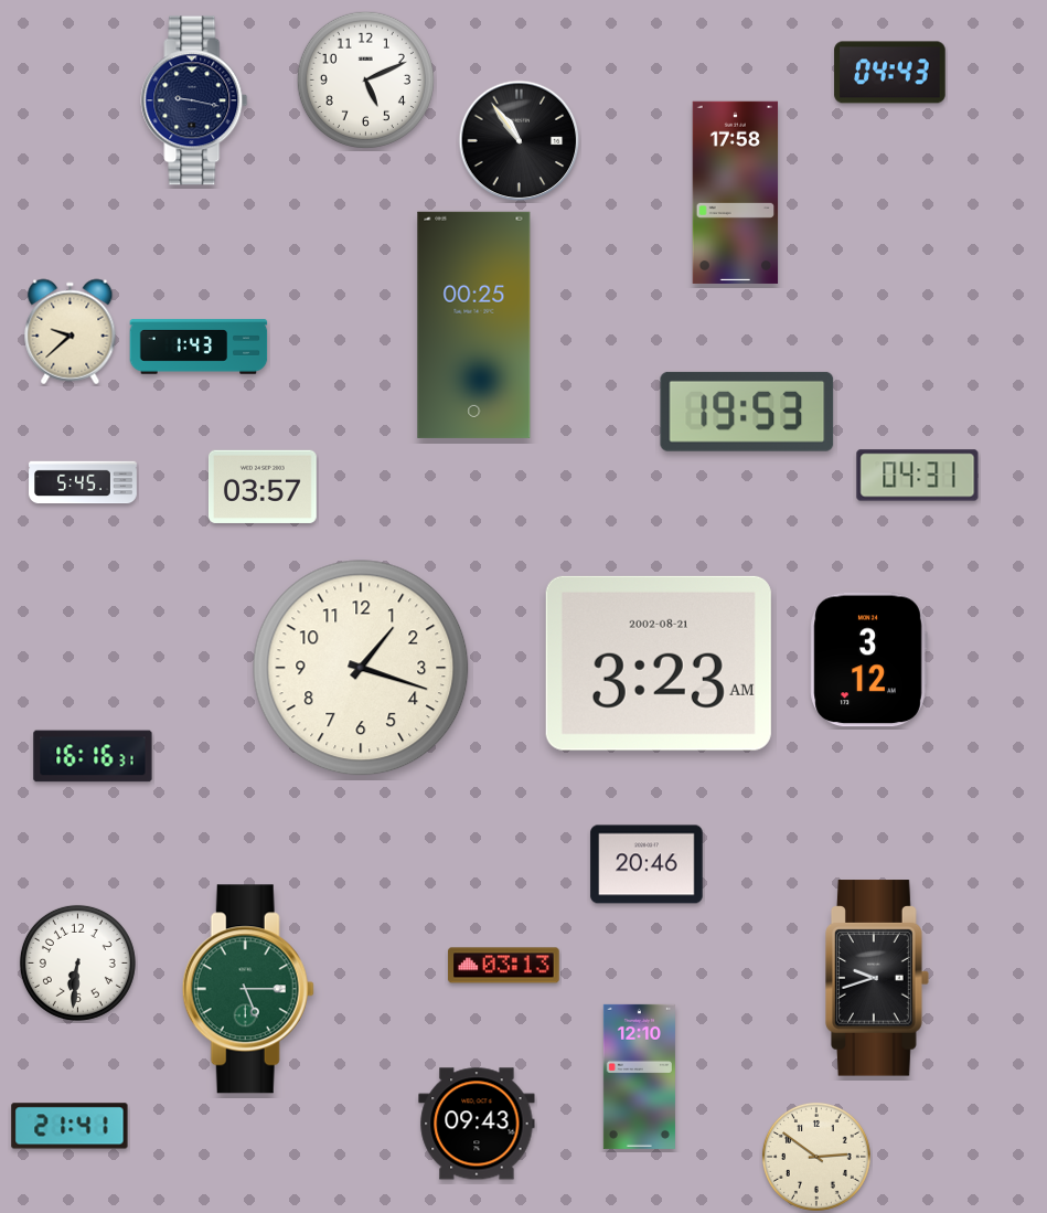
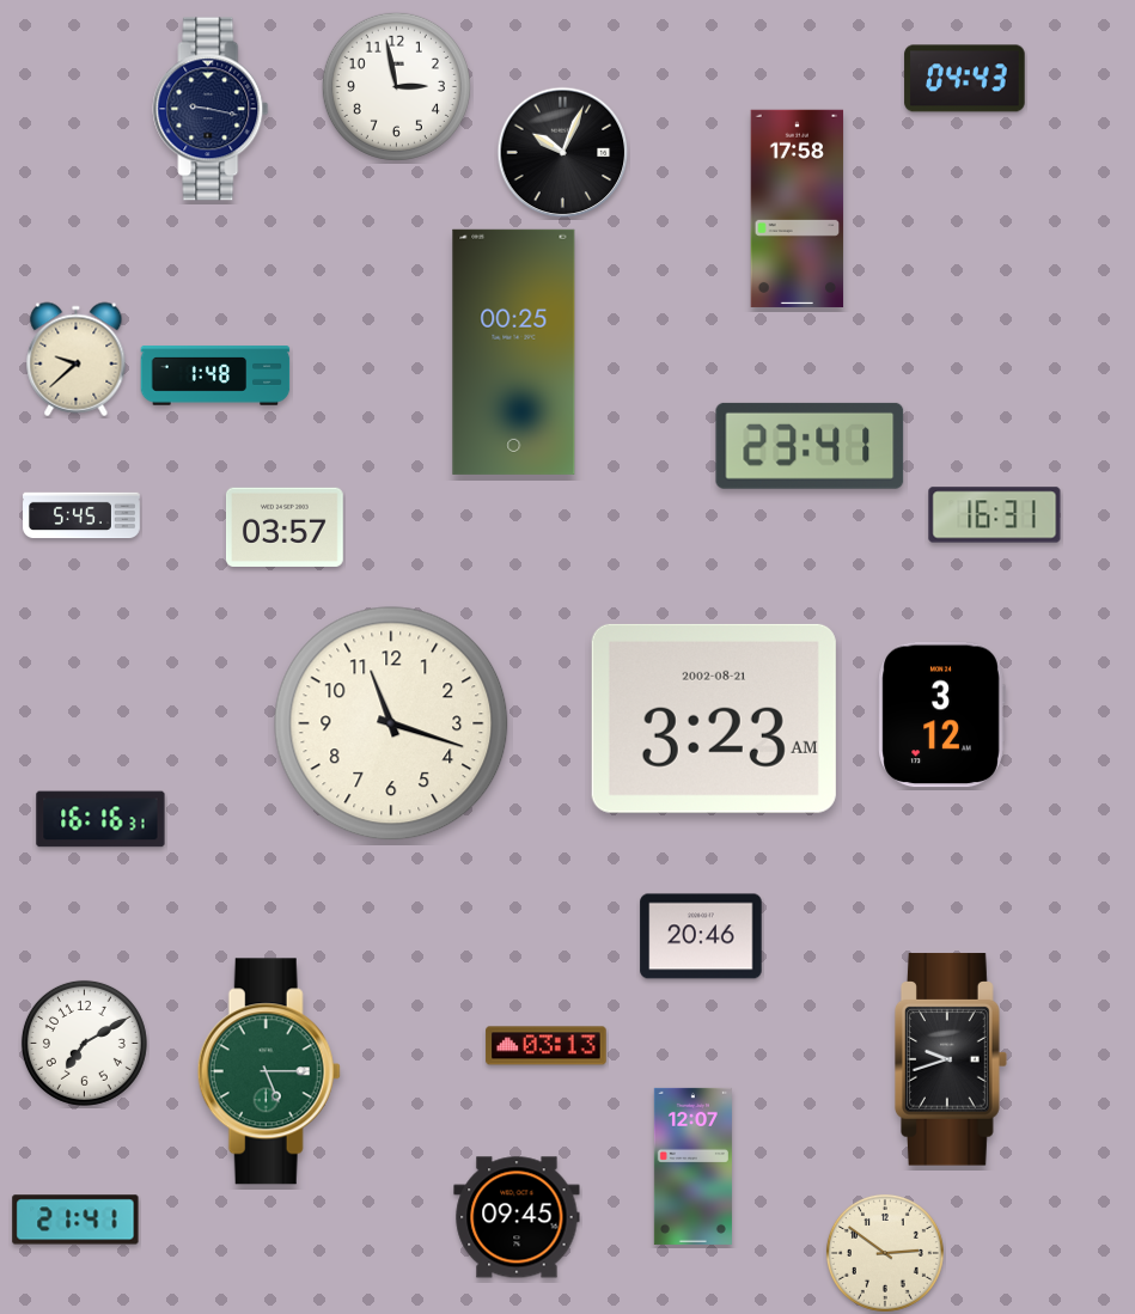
clock at (365, 79): 5:11 -> 2:58
clock at (520, 141): 10:54 -> 10:04
clock at (199, 347): 1:43 -> 1:48
clock at (747, 412): 19:53 -> 23:41
clock at (918, 476): 04:31 -> 16:31
clock at (83, 482) position: (83, 482) -> (81, 515)
clock at (361, 668): 1:18 -> 11:18
clock at (77, 962): 6:31 -> 7:10
clock at (639, 1076): 12:10 -> 12:07
clock at (477, 1124): 09:43 -> 09:45
